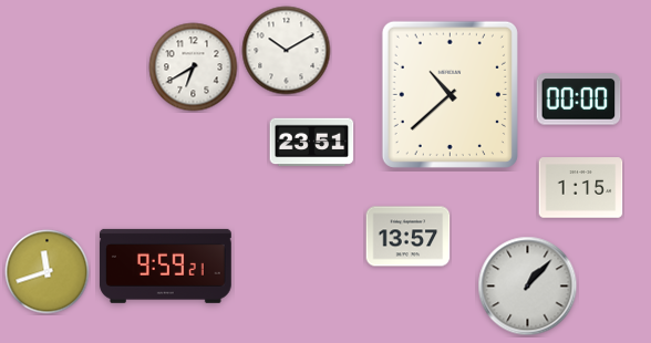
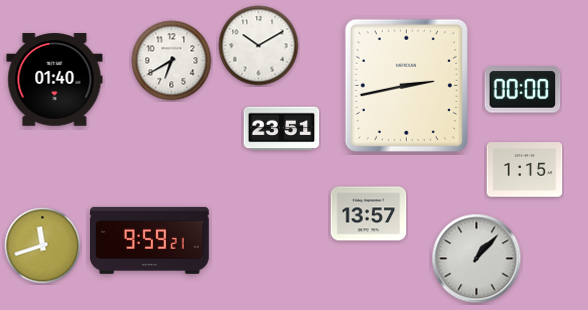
clock at (194, 67) position: (194, 67) -> (172, 61)
clock at (55, 80): none -> 01:40
clock at (449, 94): 10:38 -> 2:43
